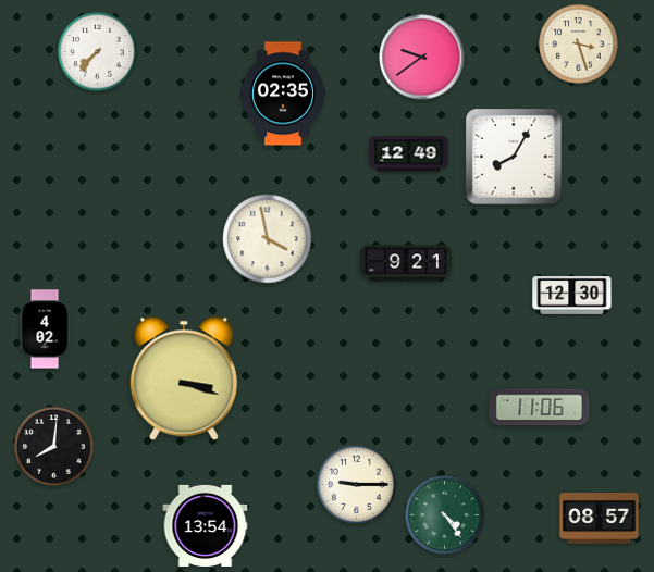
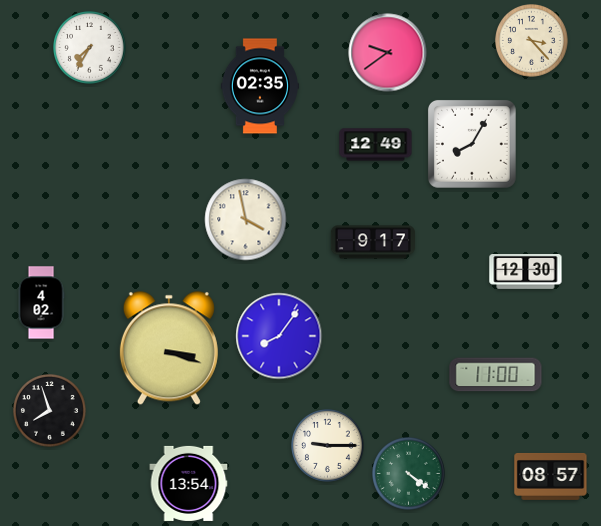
clock at (579, 45): 3:27 -> 3:23
clock at (98, 52): 7:37 -> 7:35
clock at (409, 154) position: (409, 154) -> (376, 145)
clock at (406, 263): 9:21 -> 9:17
clock at (279, 336): none -> 8:06
clock at (540, 408): 11:06 -> 11:00
clock at (54, 447): 8:01 -> 7:57
clock at (445, 515): 4:24 -> 4:21
